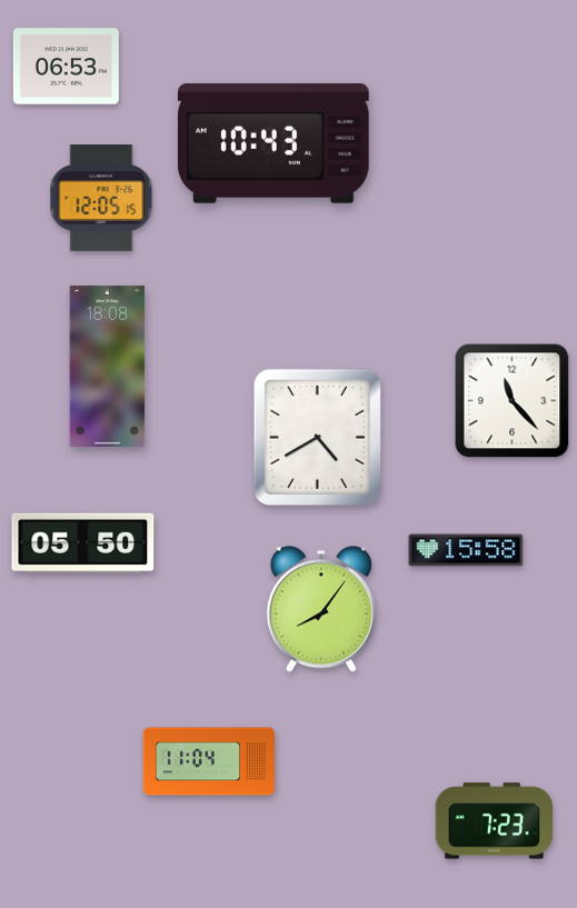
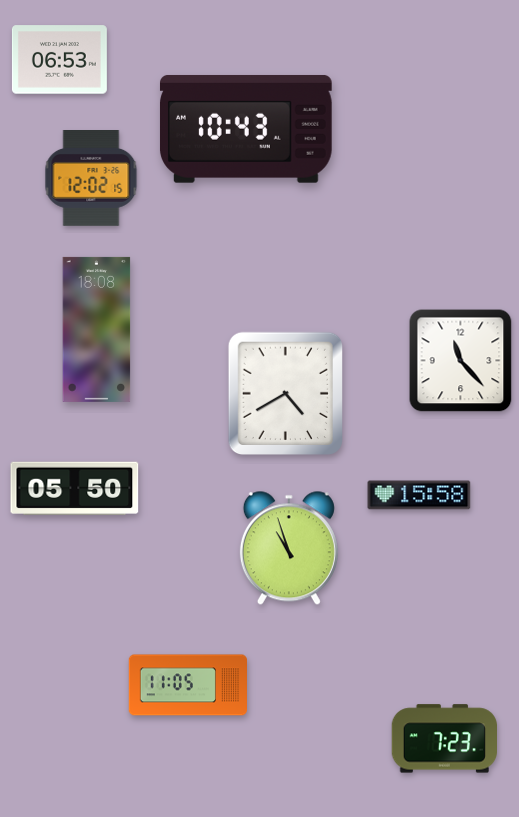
clock at (101, 199): 12:05 -> 12:02
clock at (321, 609): 8:06 -> 10:57
clock at (208, 761): 11:04 -> 11:05
